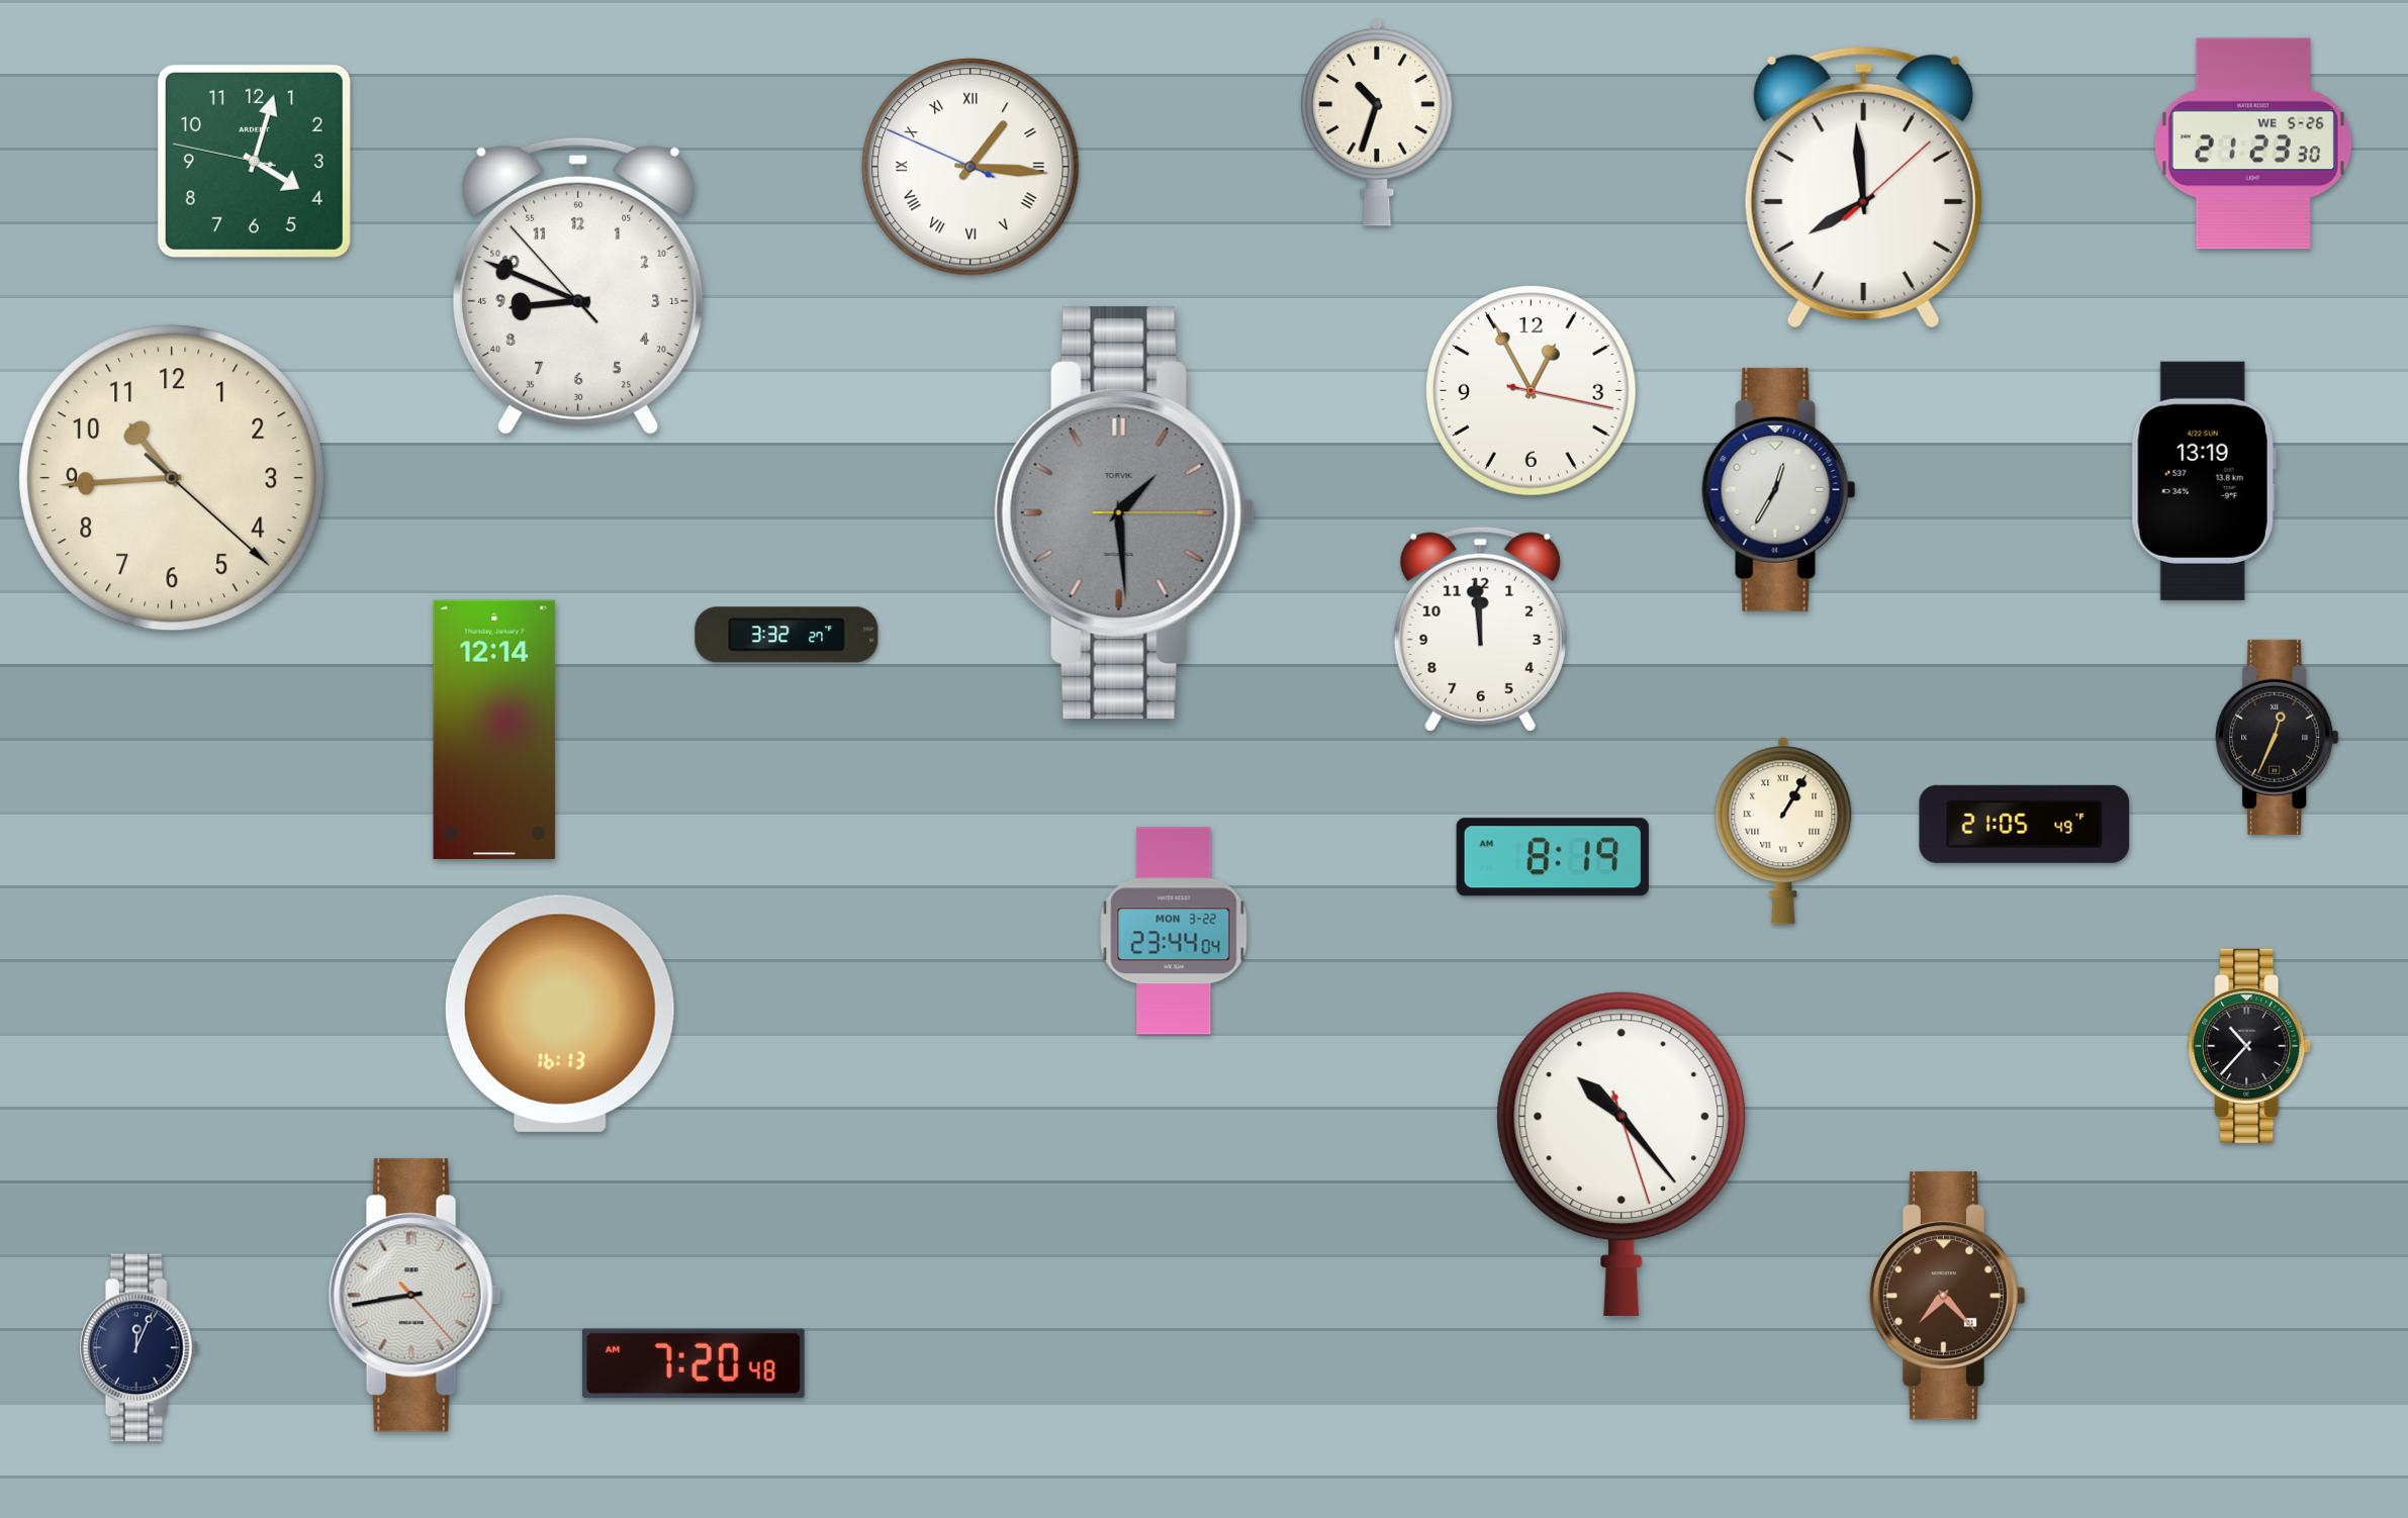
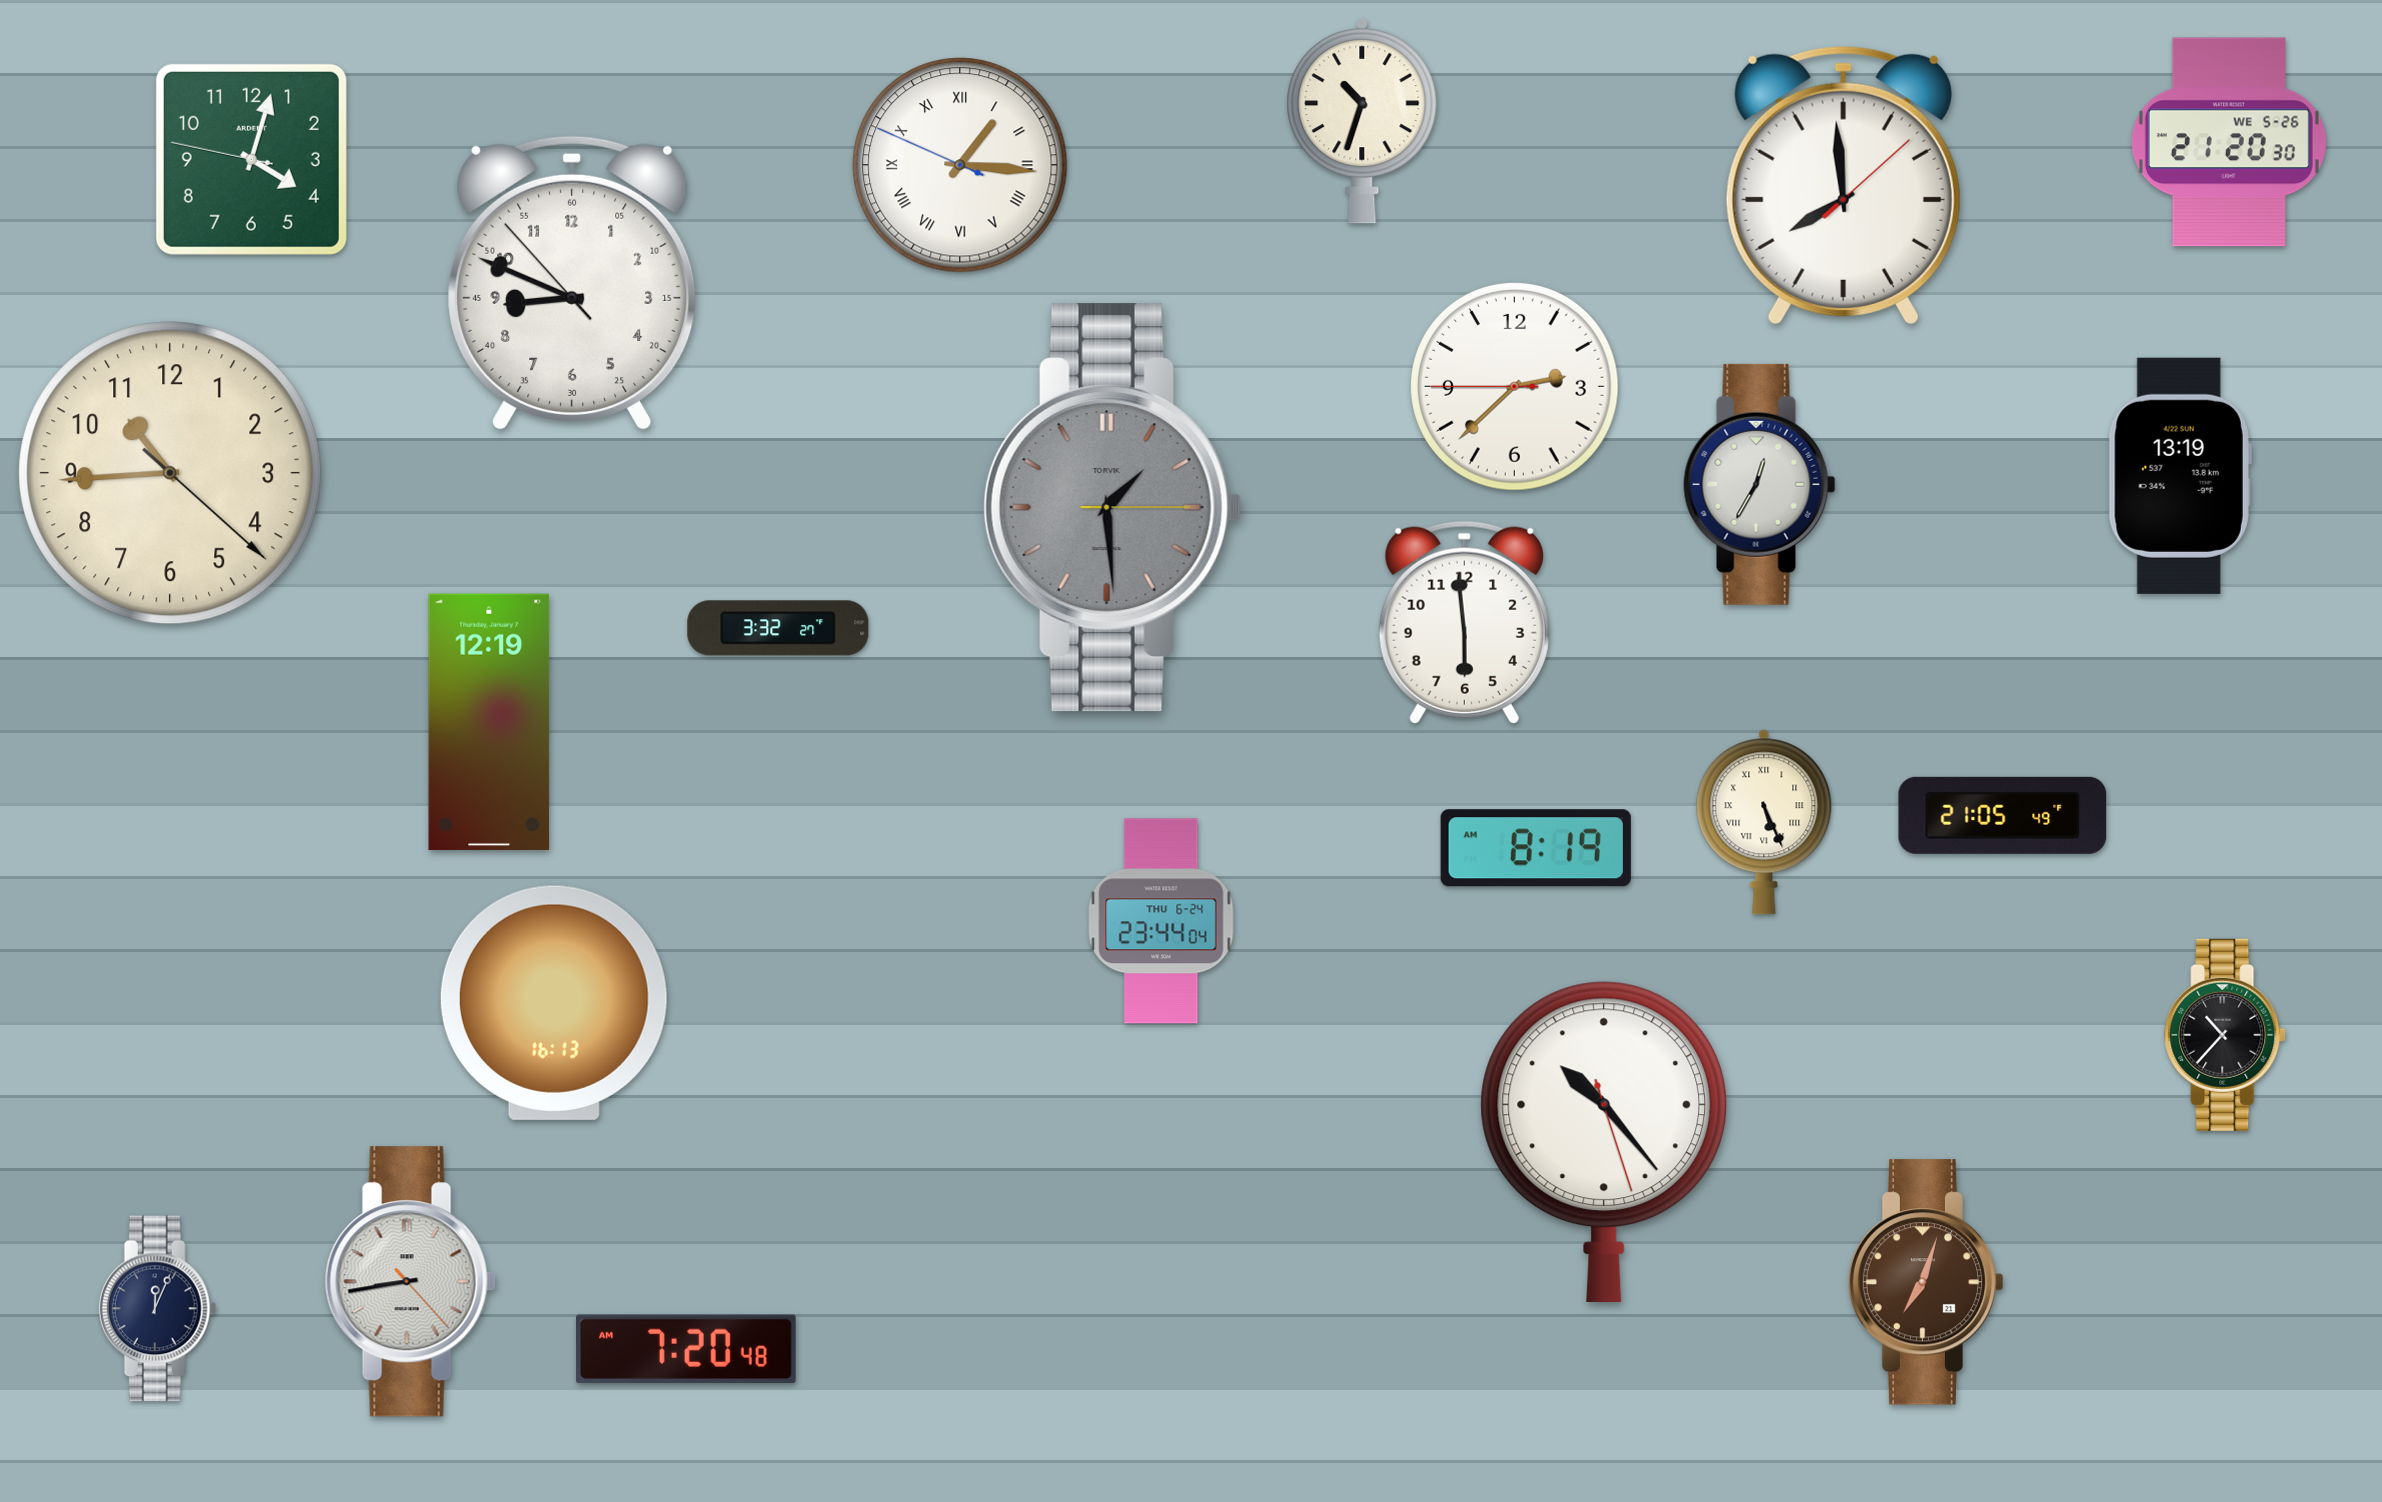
clock at (2253, 144): 21:23 -> 21:20
clock at (1531, 390): 12:55 -> 2:37
clock at (1480, 629): 11:59 -> 5:59
clock at (494, 729): 12:14 -> 12:19
clock at (2278, 737): 12:34 -> none
clock at (1783, 831): 1:05 -> 5:26
clock at (1174, 931) date: MON 3-22 -> THU 6-24
clock at (1947, 1296): 7:23 -> 7:03
clock at (140, 1348) position: (140, 1348) -> (158, 1309)
